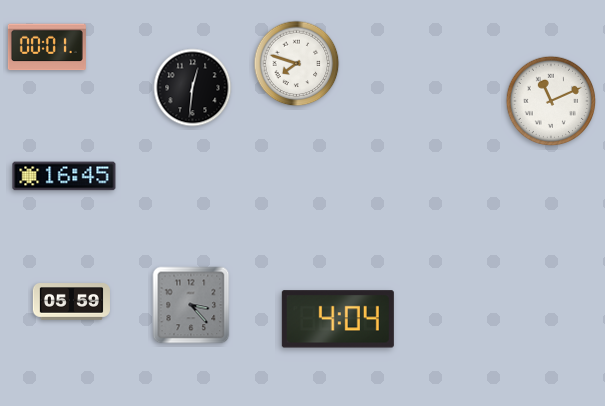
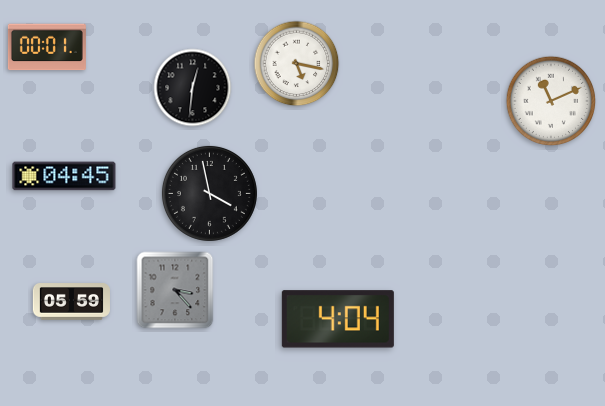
clock at (297, 64): 7:48 -> 5:17
clock at (64, 176): 16:45 -> 04:45
clock at (209, 193): none -> 3:58
clock at (191, 305) position: (191, 305) -> (175, 290)
